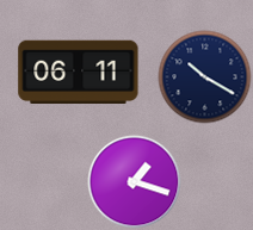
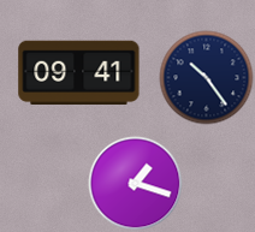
clock at (79, 72): 06:11 -> 09:41
clock at (204, 76): 10:20 -> 10:24
